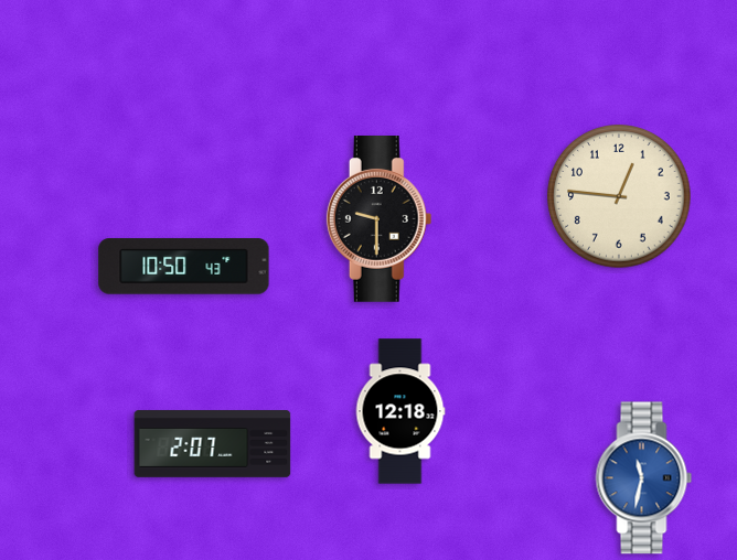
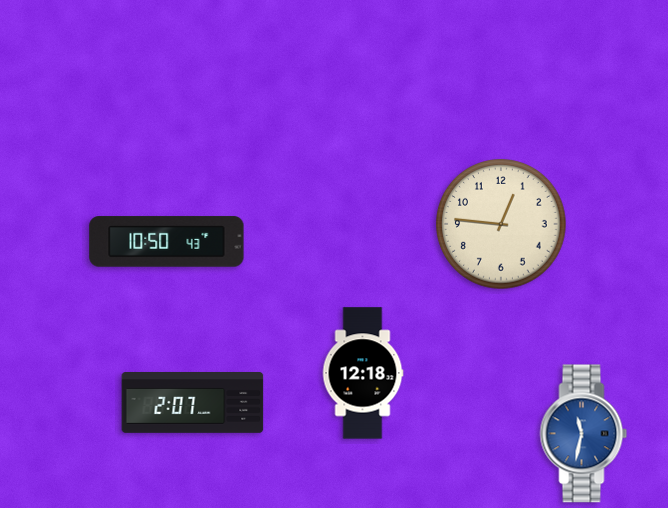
clock at (619, 196) position: (619, 196) -> (501, 224)
clock at (380, 219): 9:30 -> none
